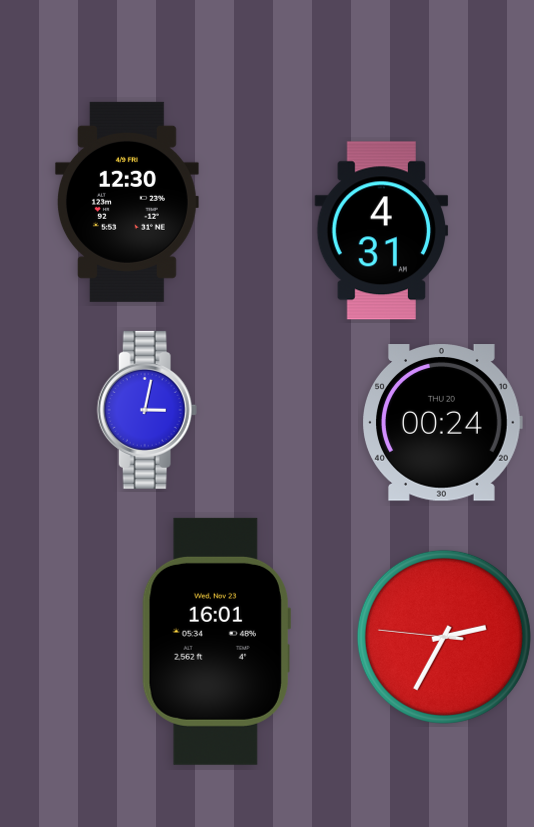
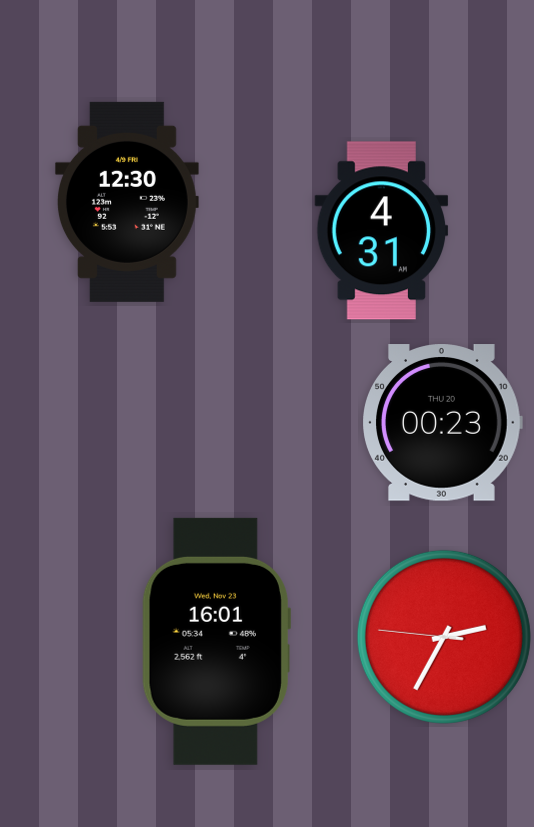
clock at (147, 410): 3:02 -> none
clock at (442, 423): 00:24 -> 00:23
